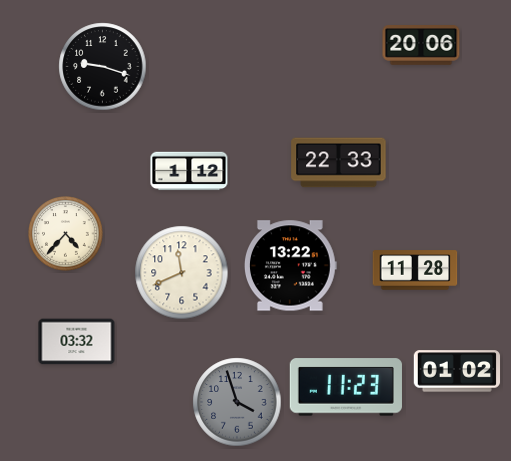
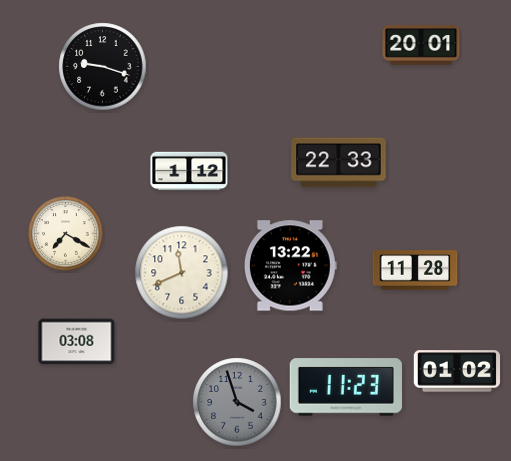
clock at (421, 46): 20:06 -> 20:01
clock at (66, 234): 4:37 -> 7:20
clock at (77, 342): 03:32 -> 03:08
